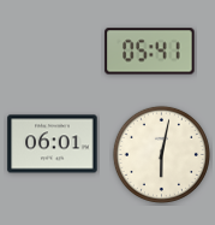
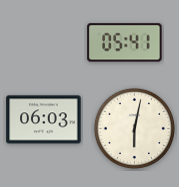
clock at (53, 144): 06:01 -> 06:03
